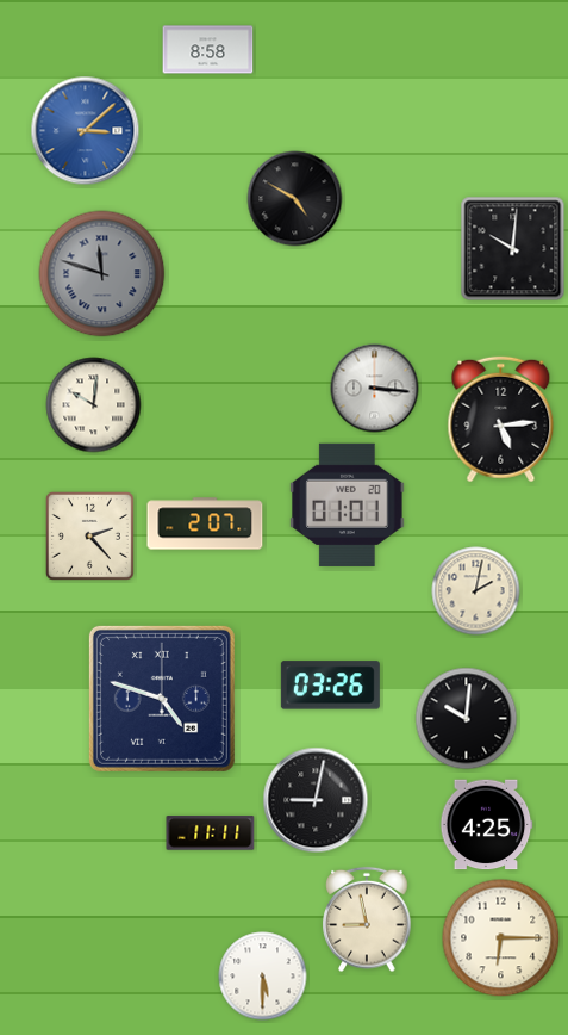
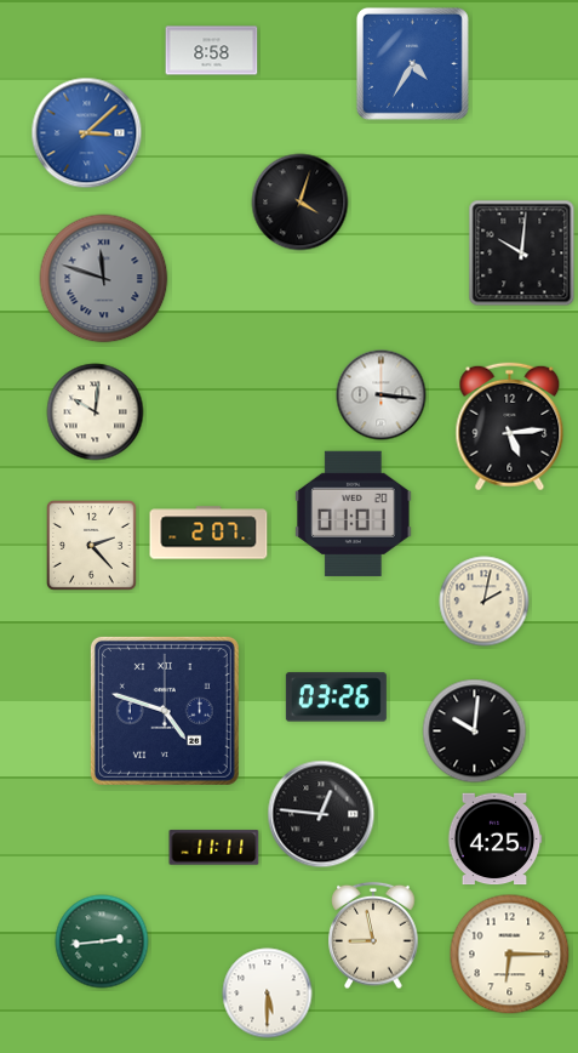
clock at (412, 63): none -> 4:35
clock at (295, 199): 4:50 -> 4:03
clock at (316, 800): 9:02 -> 12:46
clock at (102, 941): none -> 2:44
